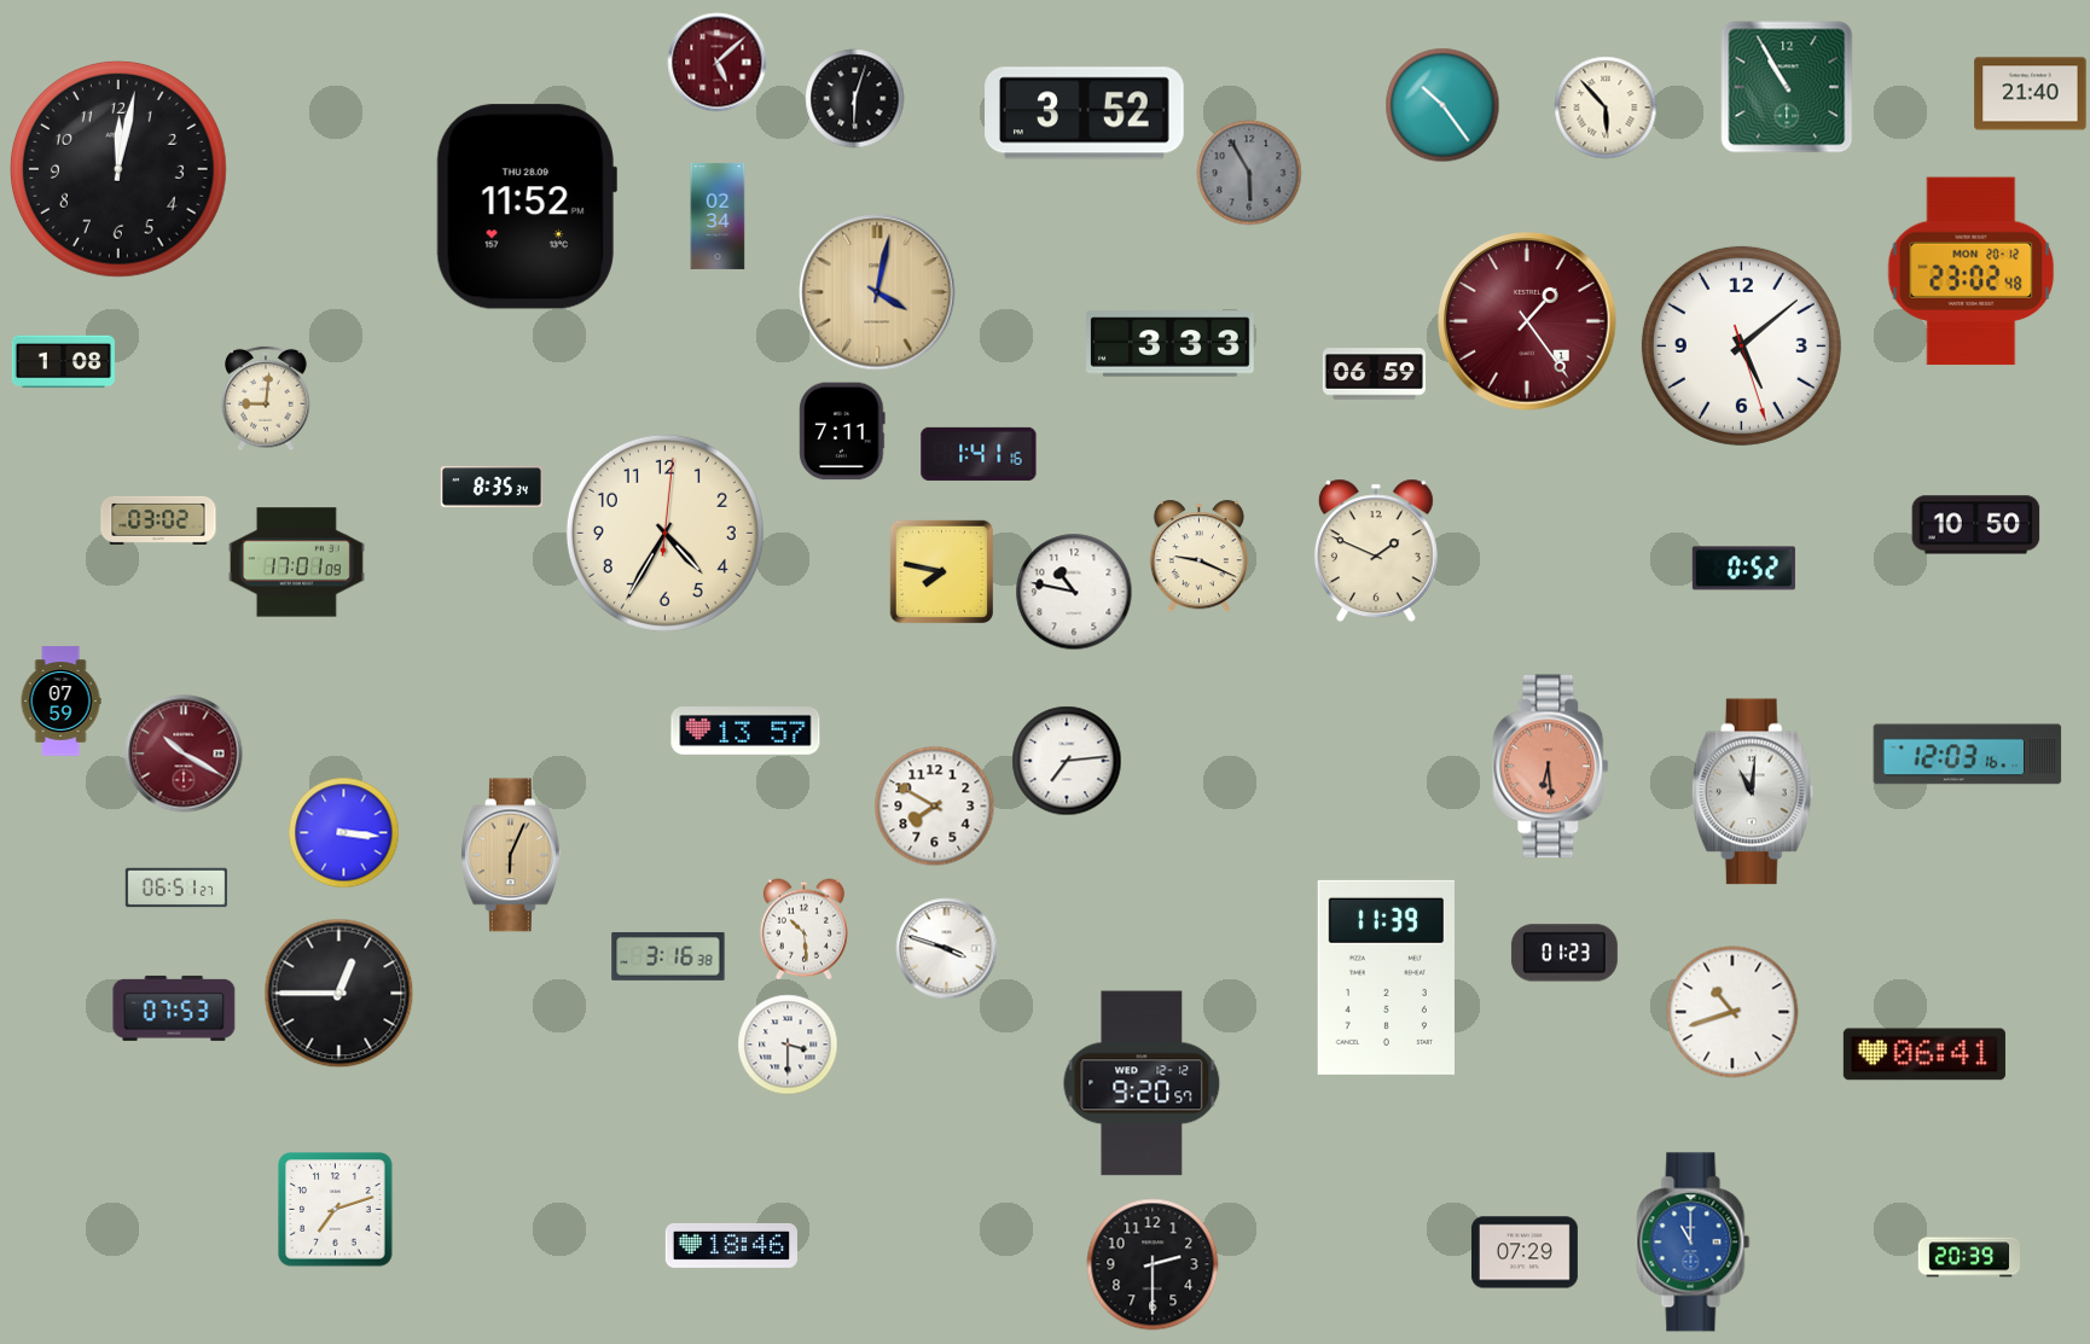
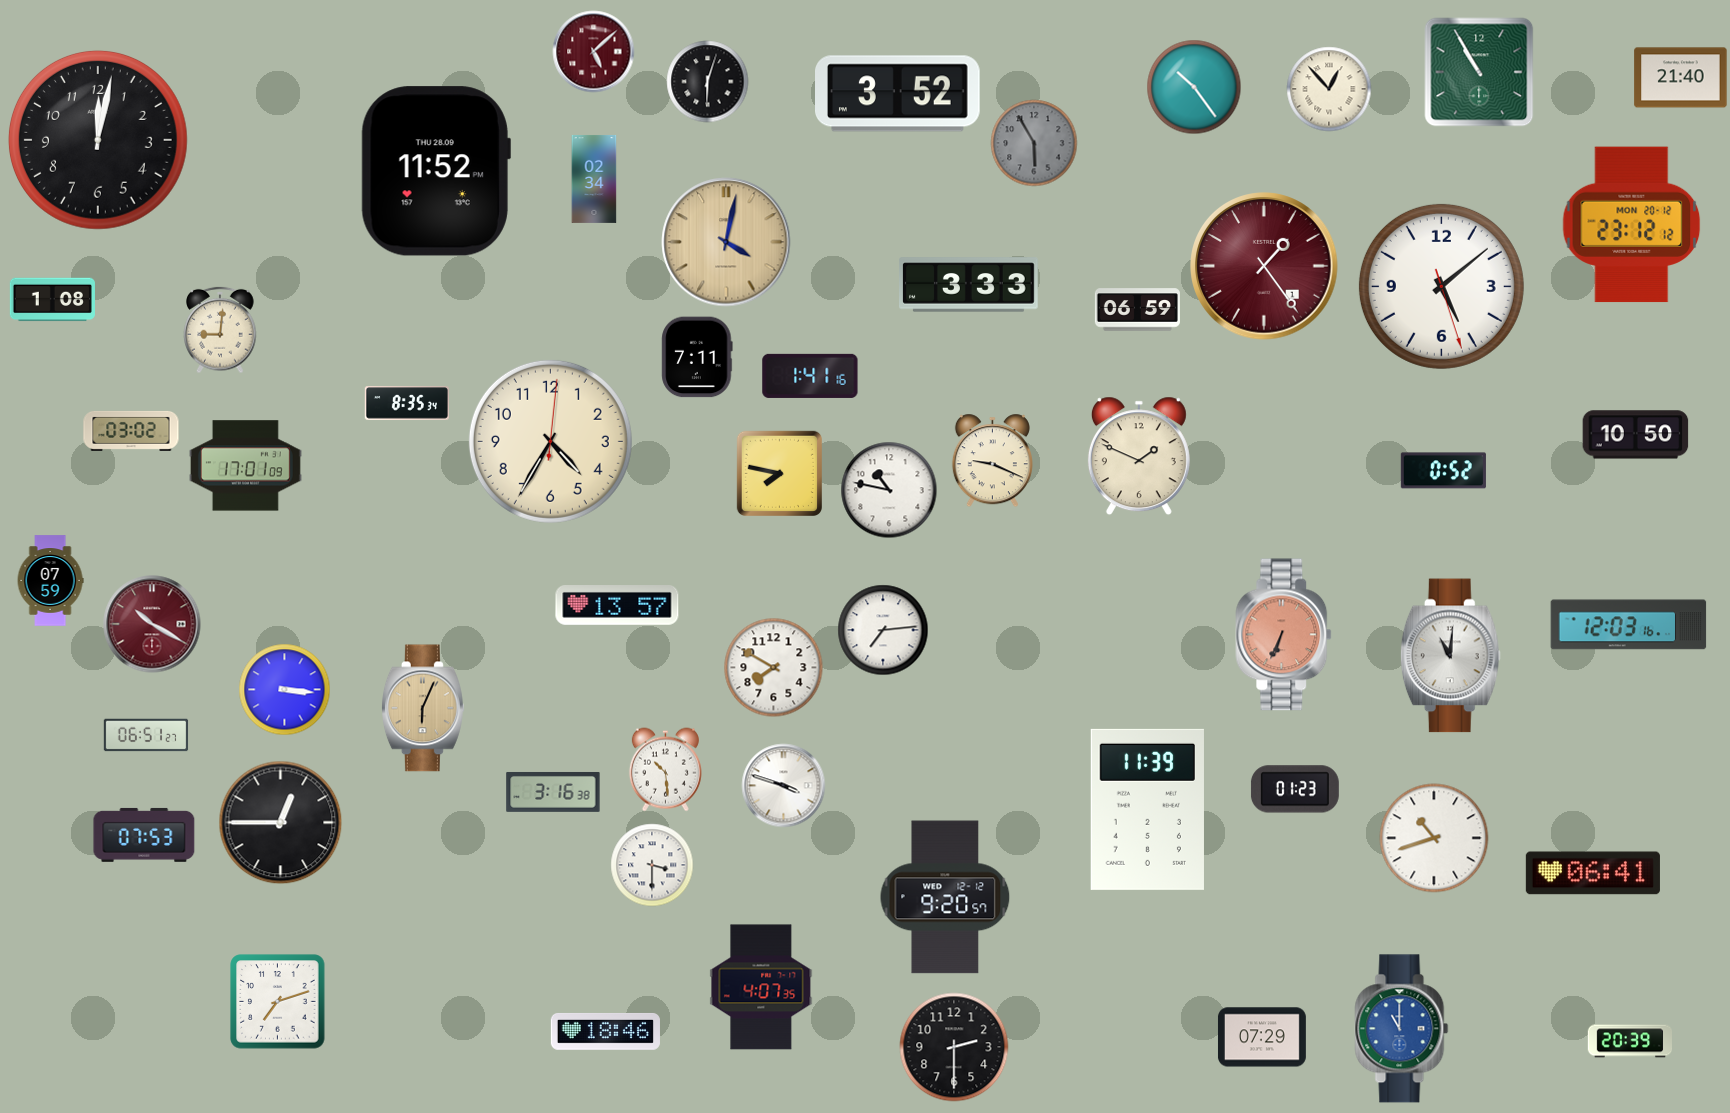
clock at (1606, 107): 5:53 -> 12:53
clock at (1972, 272): 23:02 -> 23:12
clock at (1551, 767): 6:29 -> 6:34
clock at (761, 987): none -> 4:07
